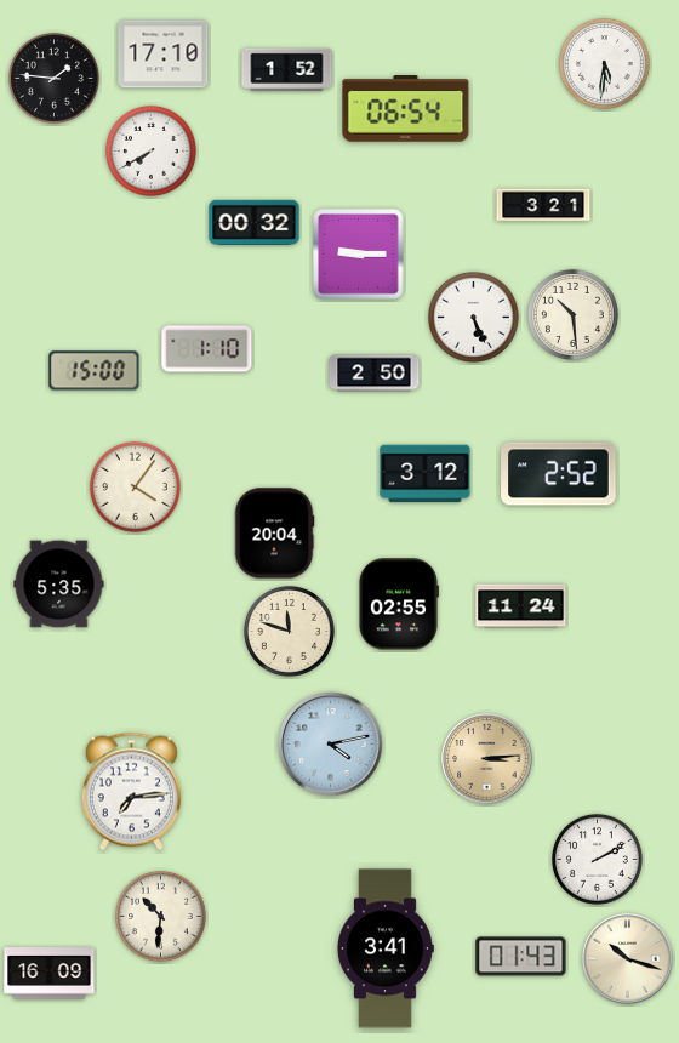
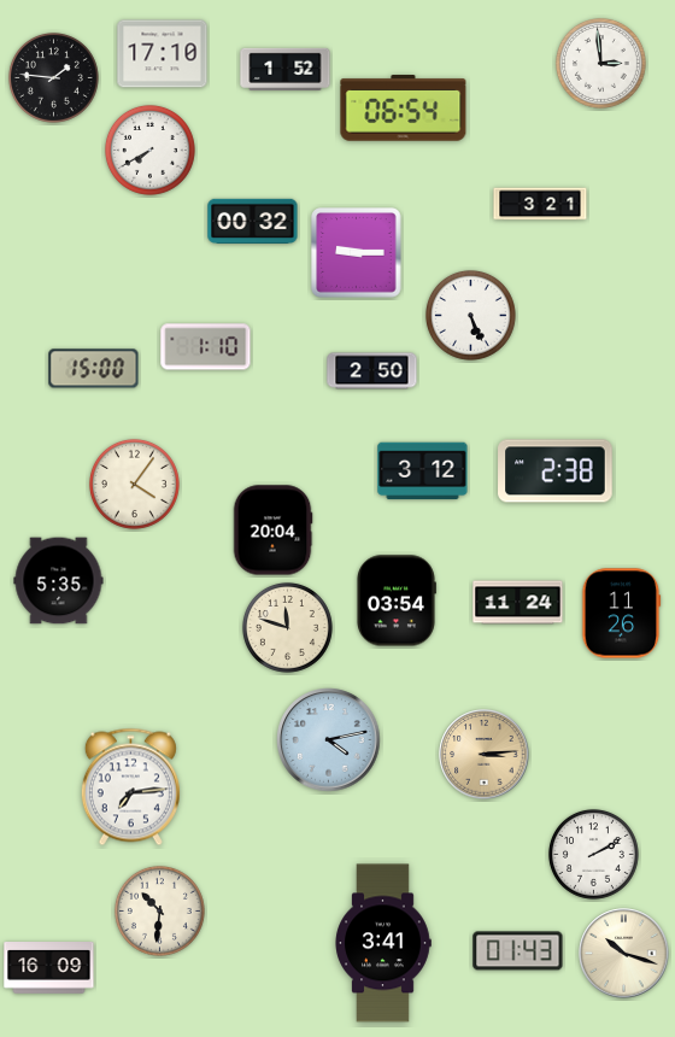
clock at (604, 63): 5:31 -> 2:59
clock at (572, 314): 10:29 -> none
clock at (559, 474): 2:52 -> 2:38
clock at (398, 604): 02:55 -> 03:54
clock at (621, 614): none -> 11:26
